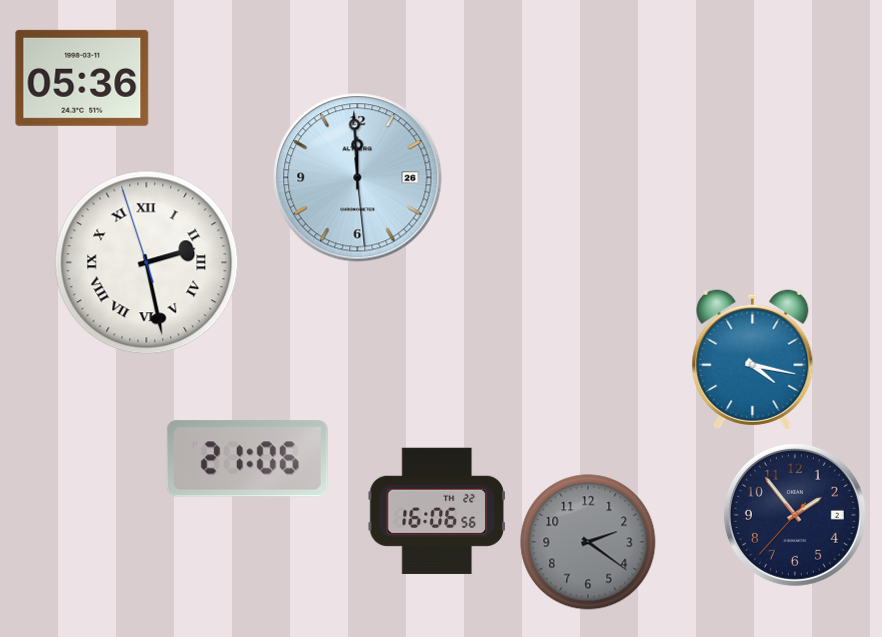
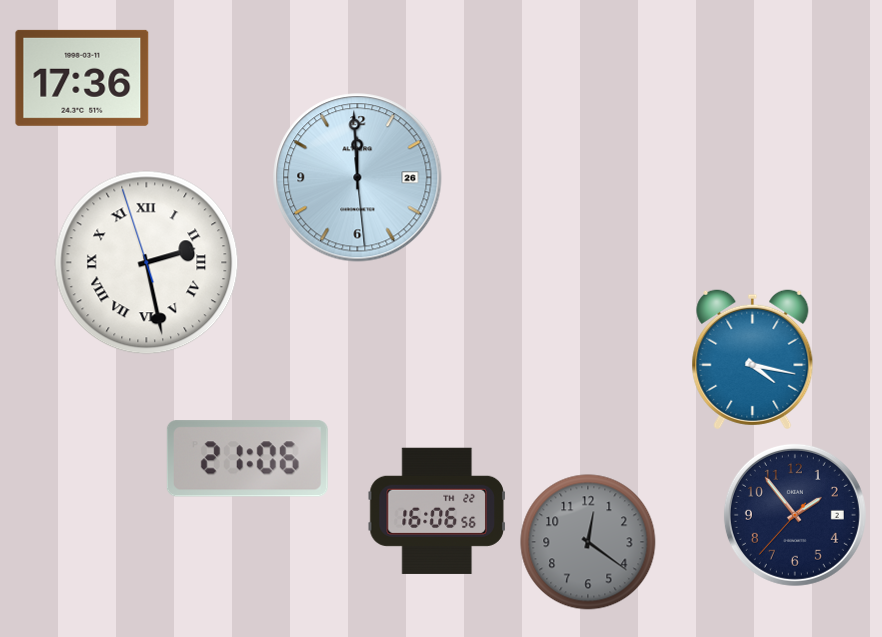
clock at (82, 78): 05:36 -> 17:36
clock at (588, 542): 2:21 -> 12:21
